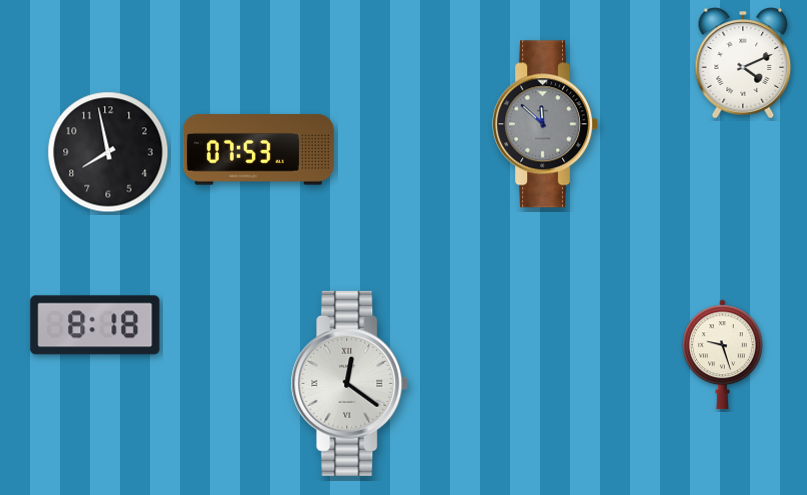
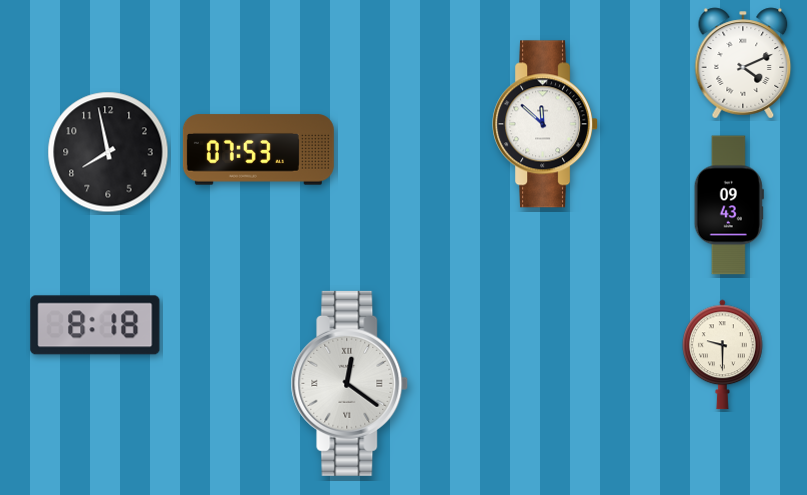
clock at (546, 124) dial: grey -> white
clock at (729, 205): none -> 09:43
clock at (723, 355): 9:27 -> 9:30
